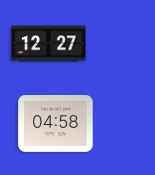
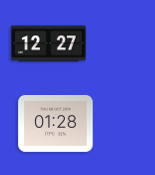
clock at (56, 124): 04:58 -> 01:28
